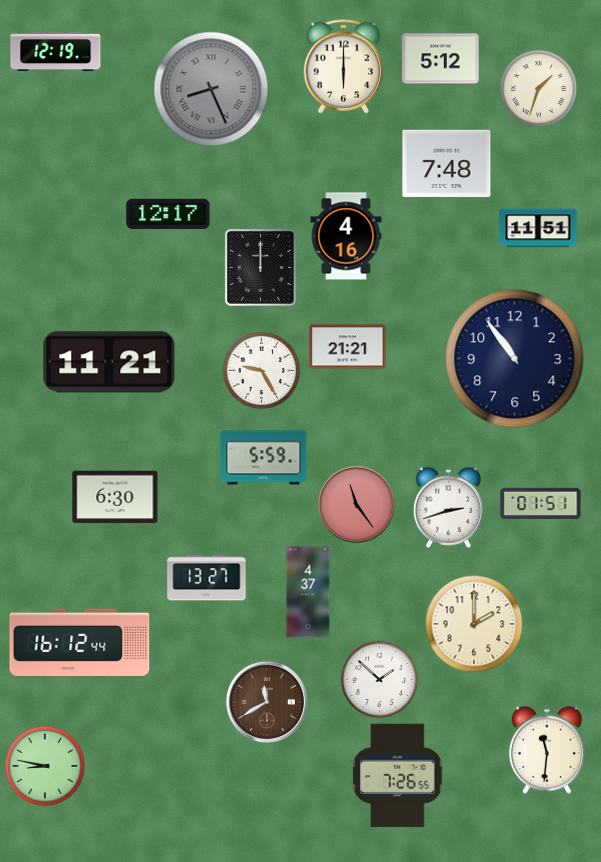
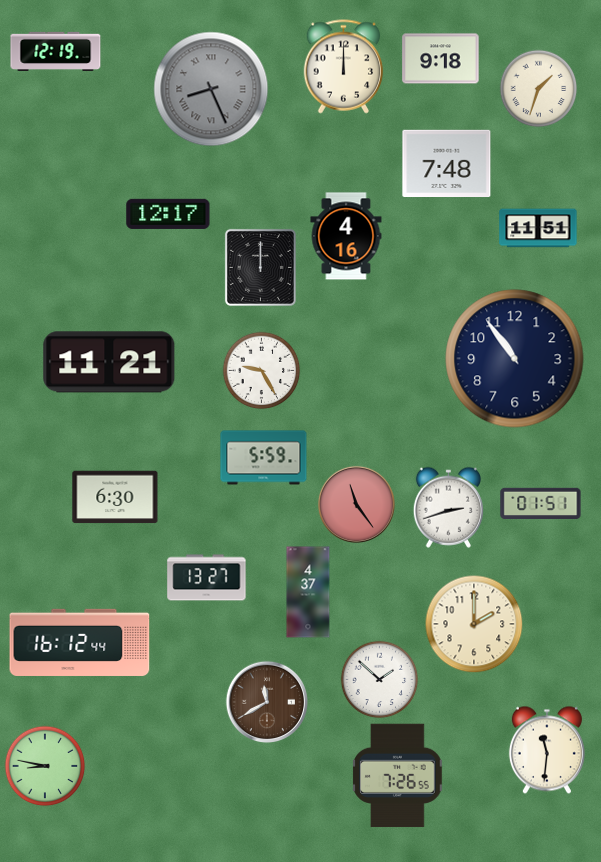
clock at (441, 59): 5:12 -> 9:18
clock at (344, 67): 6:00 -> 12:00
clock at (348, 347): 21:21 -> none
